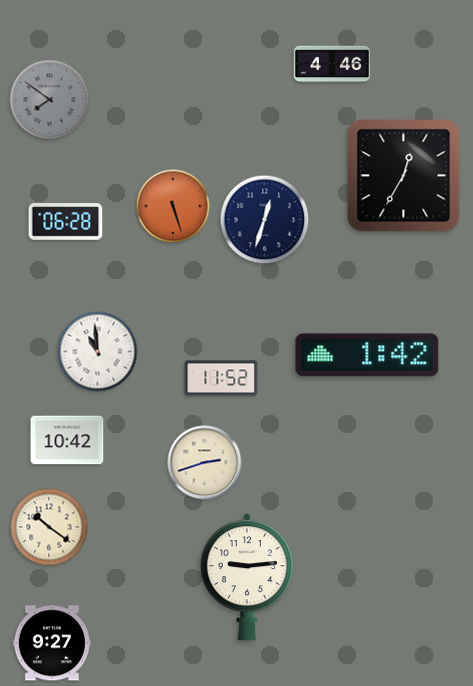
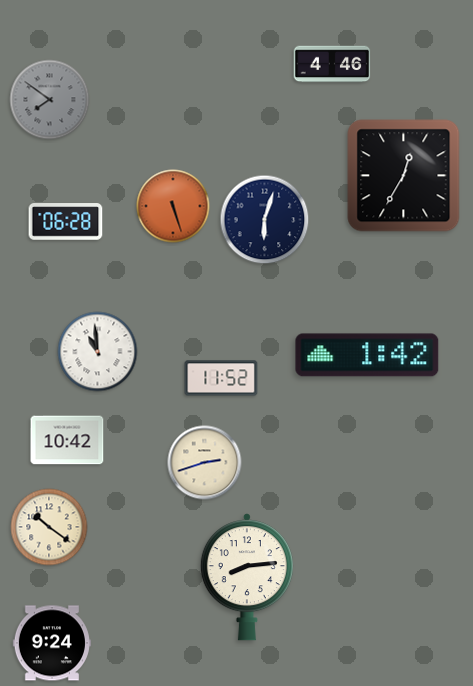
clock at (265, 220): 12:33 -> 6:03
clock at (247, 577): 9:14 -> 8:14
clock at (52, 643): 9:27 -> 9:24
